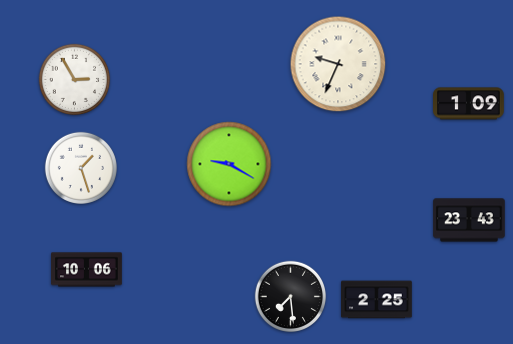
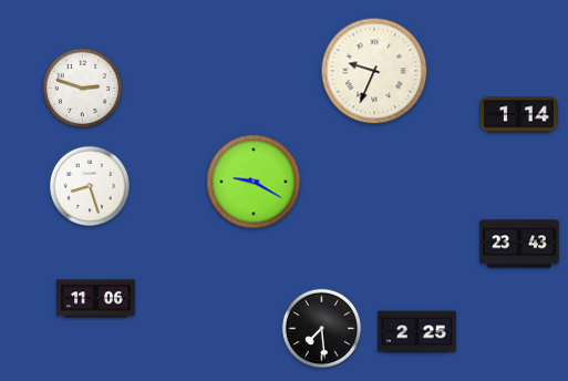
clock at (75, 80): 2:55 -> 2:48
clock at (469, 104): 1:09 -> 1:14
clock at (80, 167): 1:27 -> 8:27
clock at (87, 270): 10:06 -> 11:06
